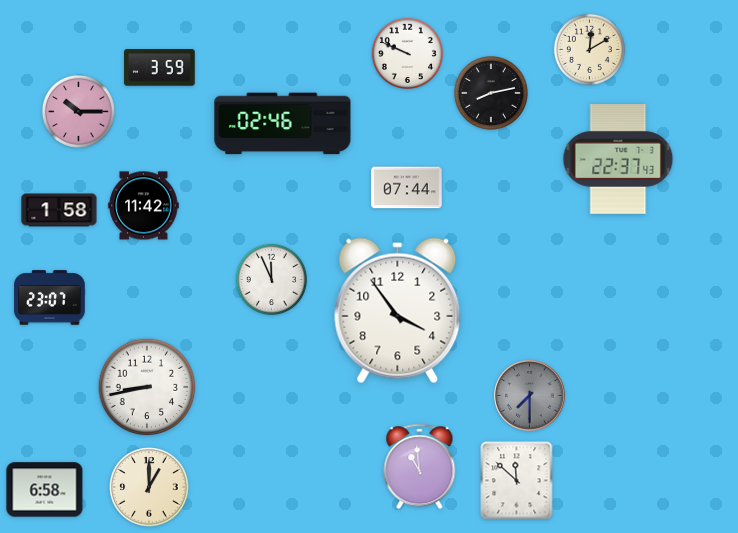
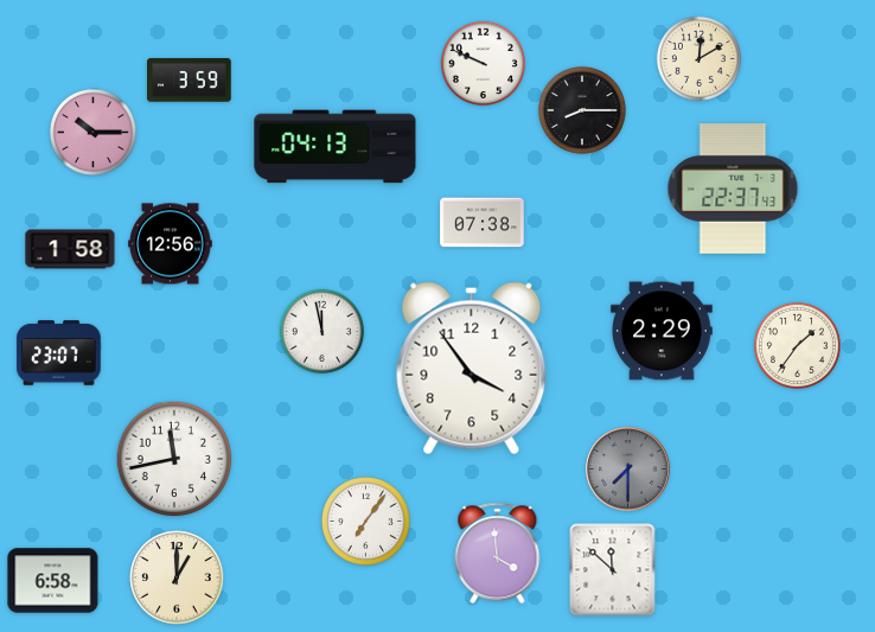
clock at (491, 93): 8:13 -> 8:15
clock at (283, 124): 02:46 -> 04:13
clock at (407, 188): 07:44 -> 07:38
clock at (144, 206): 11:42 -> 12:56
clock at (271, 279): 11:56 -> 11:58
clock at (662, 331): none -> 2:29
clock at (797, 345): none -> 1:36
clock at (147, 387): 8:43 -> 11:43
clock at (366, 522): none -> 7:06
clock at (420, 467): 10:59 -> 3:59
